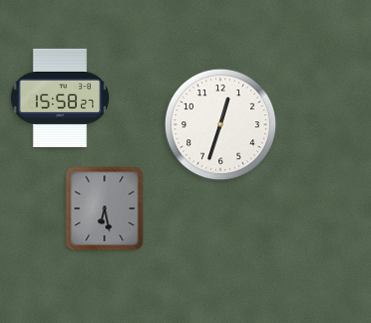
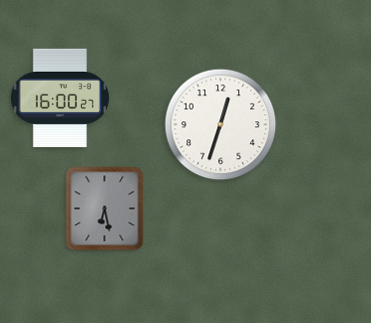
clock at (60, 98): 15:58 -> 16:00
